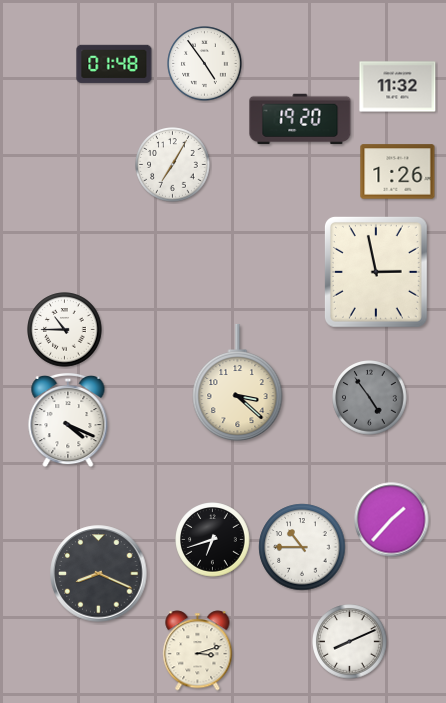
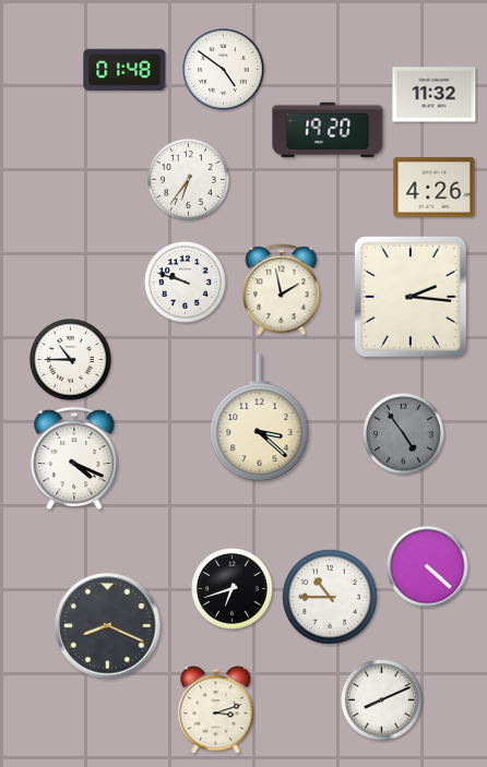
clock at (205, 64): 4:54 -> 4:51
clock at (173, 165): 7:05 -> 6:36
clock at (398, 172): 1:26 -> 4:26
clock at (186, 283): none -> 9:48
clock at (282, 290): none -> 1:58
clock at (376, 272): 2:58 -> 2:16
clock at (392, 520): 1:37 -> 4:22
